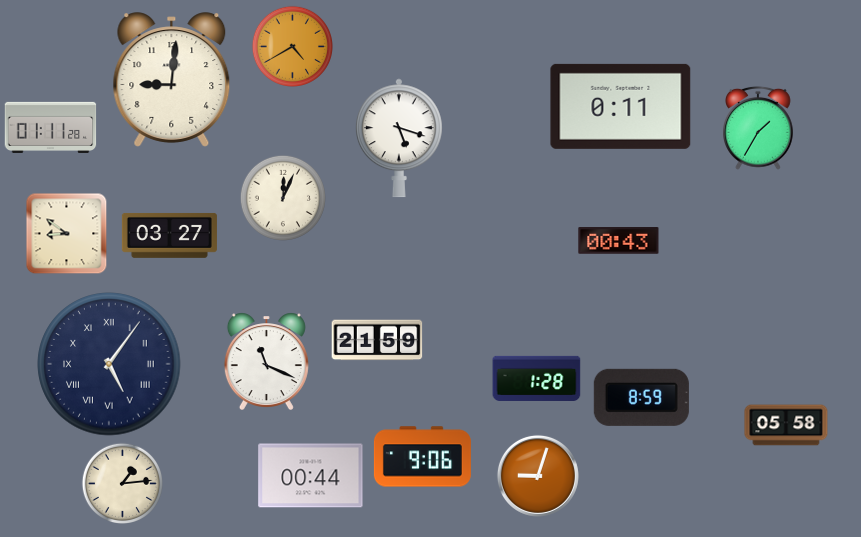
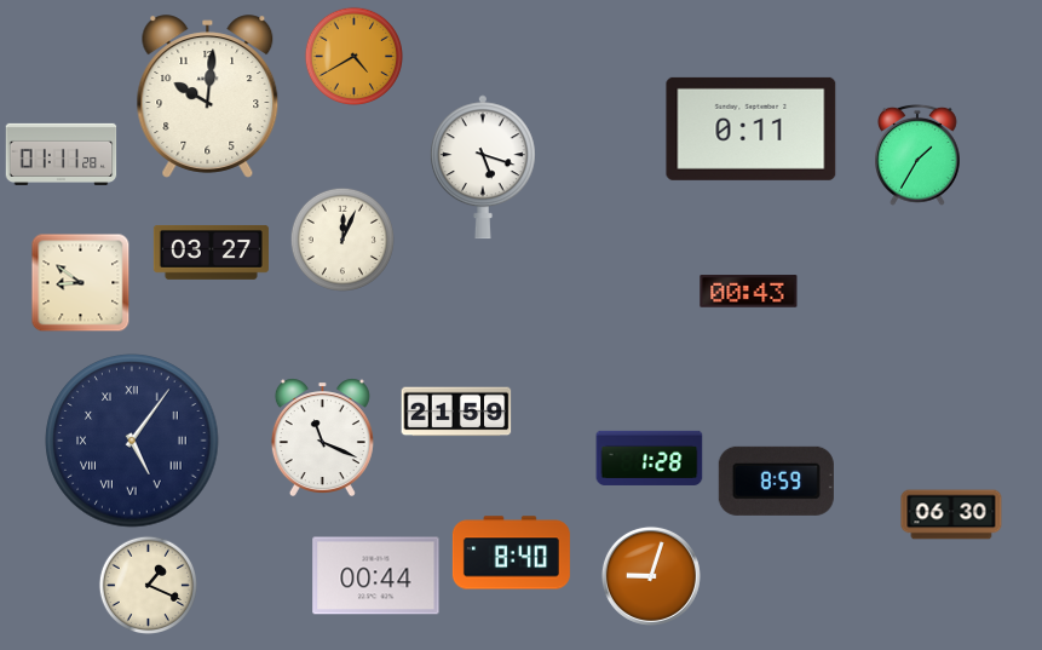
clock at (172, 80): 9:01 -> 10:01
clock at (169, 235) position: (169, 235) -> (211, 252)
clock at (786, 425): 05:58 -> 06:30
clock at (422, 457): 9:06 -> 8:40
clock at (122, 483): 1:14 -> 1:19
